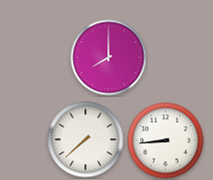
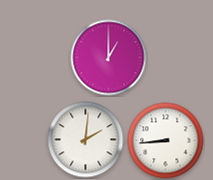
clock at (109, 58): 8:00 -> 1:00
clock at (86, 140): 7:38 -> 2:01
